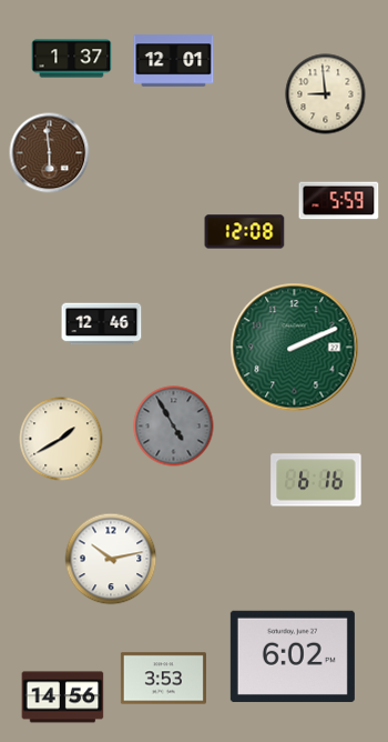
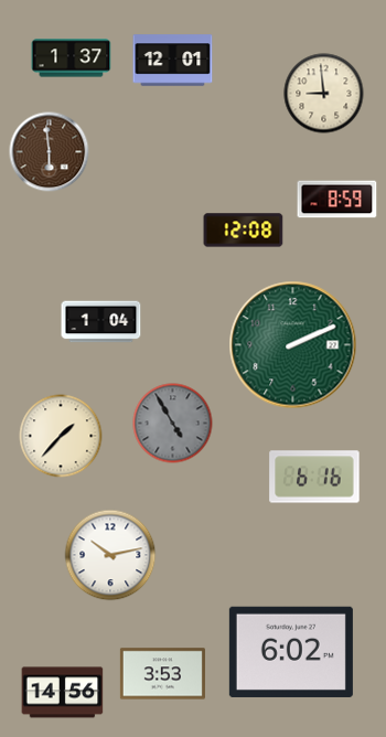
clock at (339, 201): 5:59 -> 8:59
clock at (102, 324): 12:46 -> 1:04
clock at (61, 439): 1:40 -> 1:37
